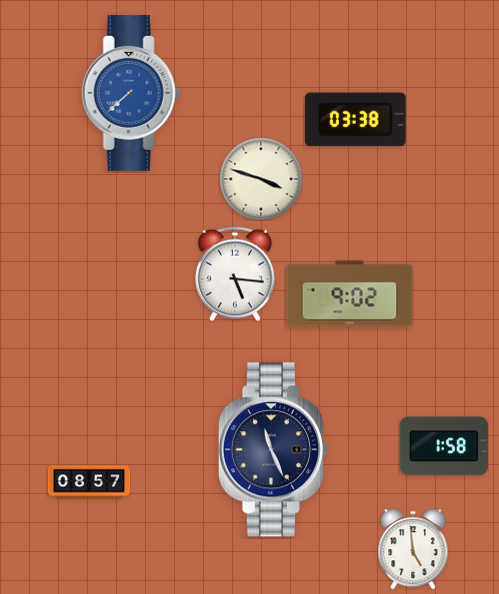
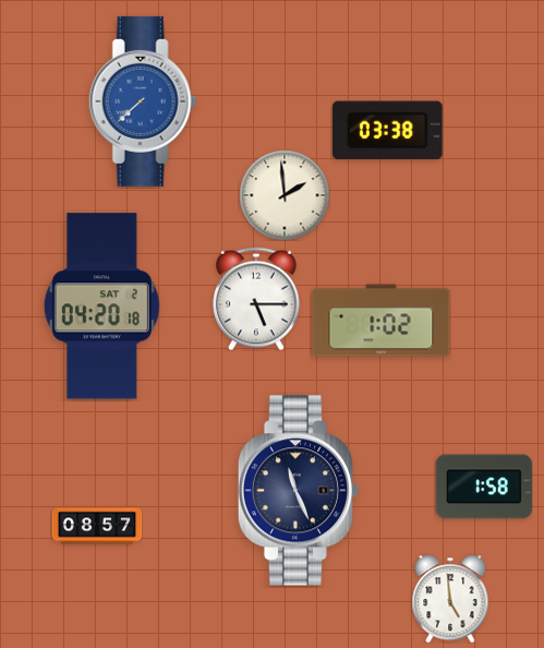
clock at (261, 179): 3:48 -> 1:59
clock at (235, 274): 5:16 -> 5:15
clock at (101, 307): none -> 04:20
clock at (350, 294): 9:02 -> 1:02
